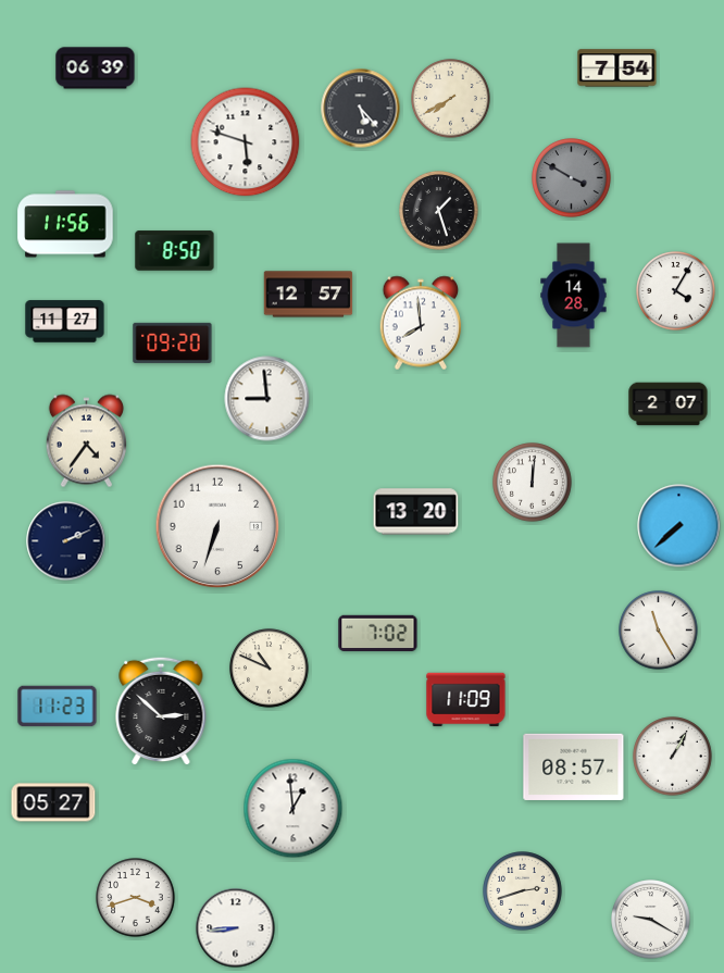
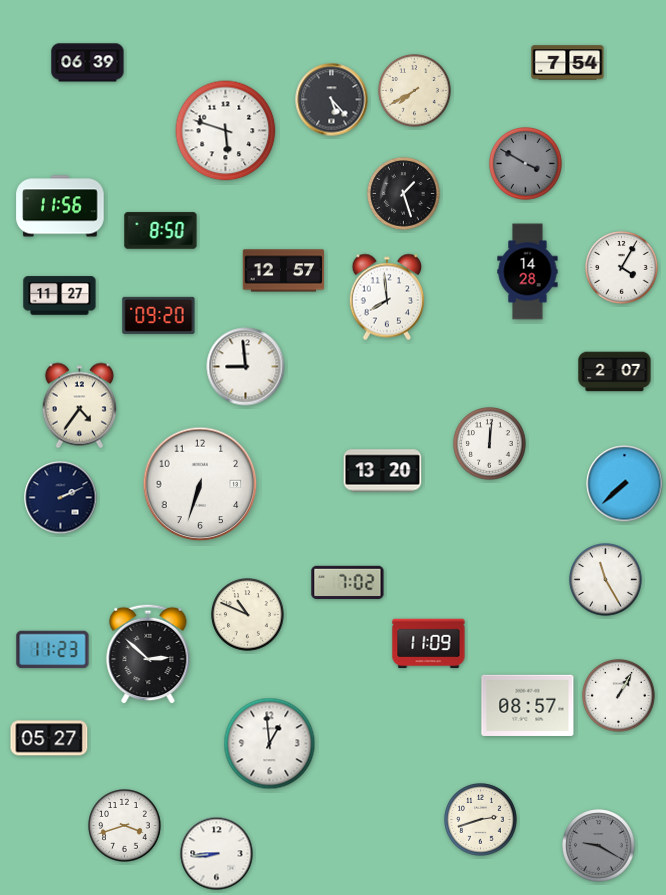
clock at (651, 920) dial: white -> grey
